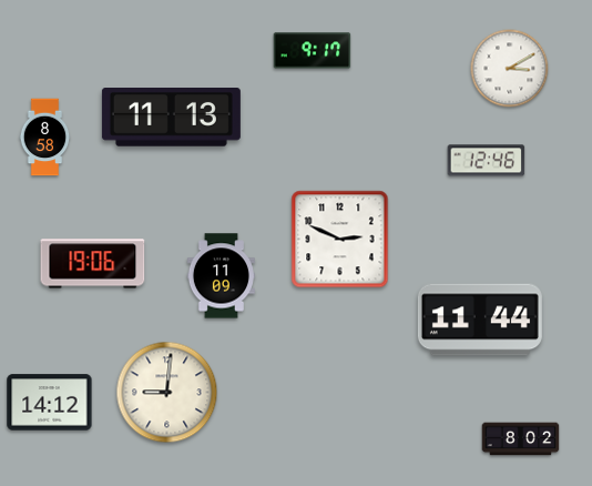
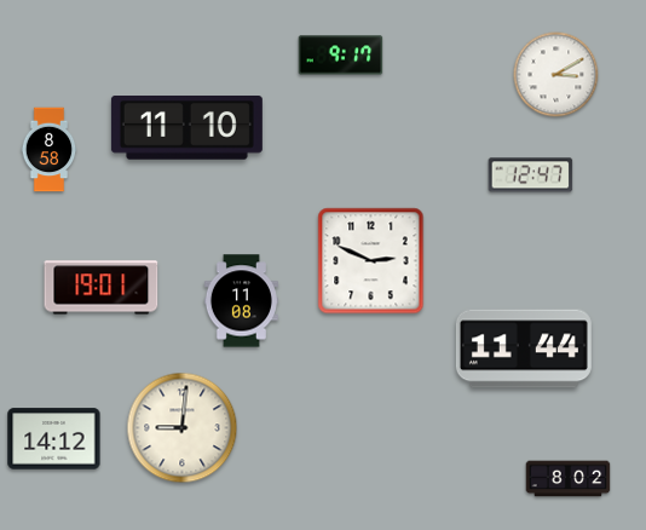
clock at (171, 118): 11:13 -> 11:10
clock at (487, 161): 12:46 -> 12:47
clock at (93, 264): 19:06 -> 19:01
clock at (221, 276): 11:09 -> 11:08
